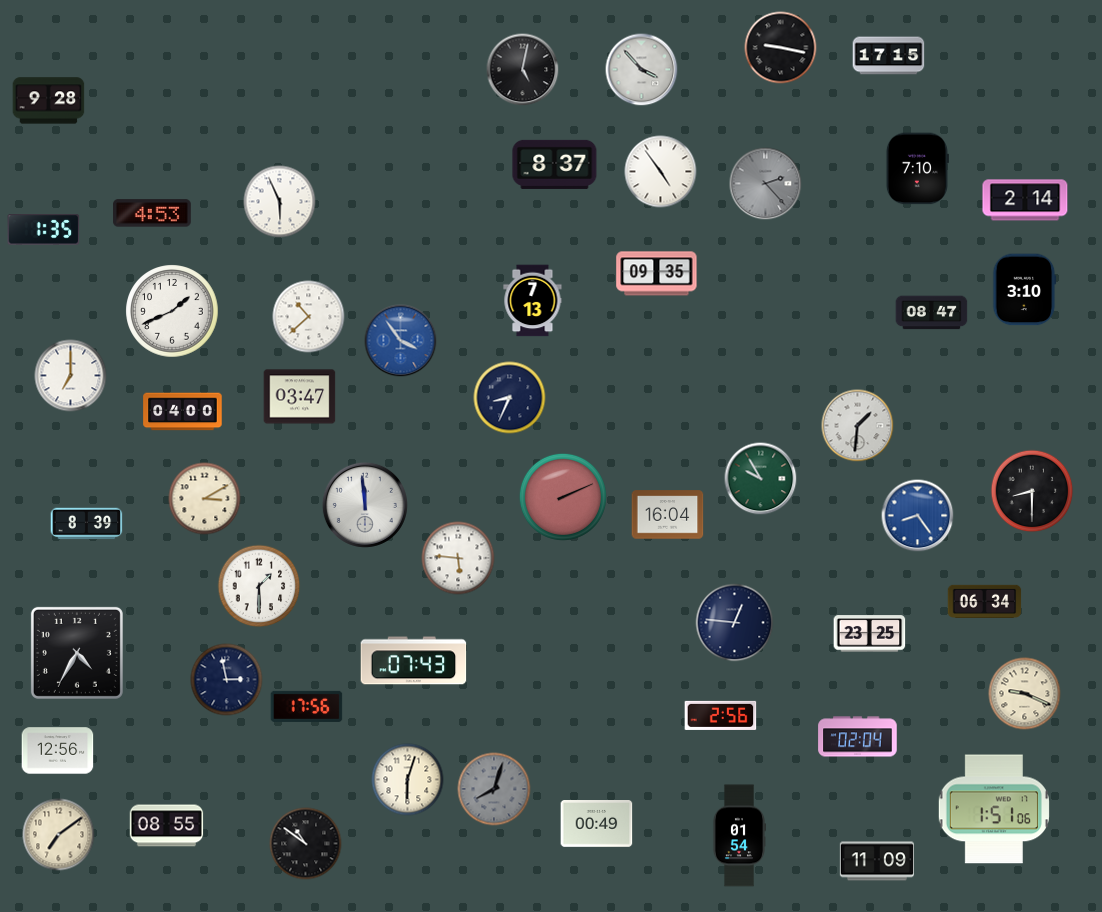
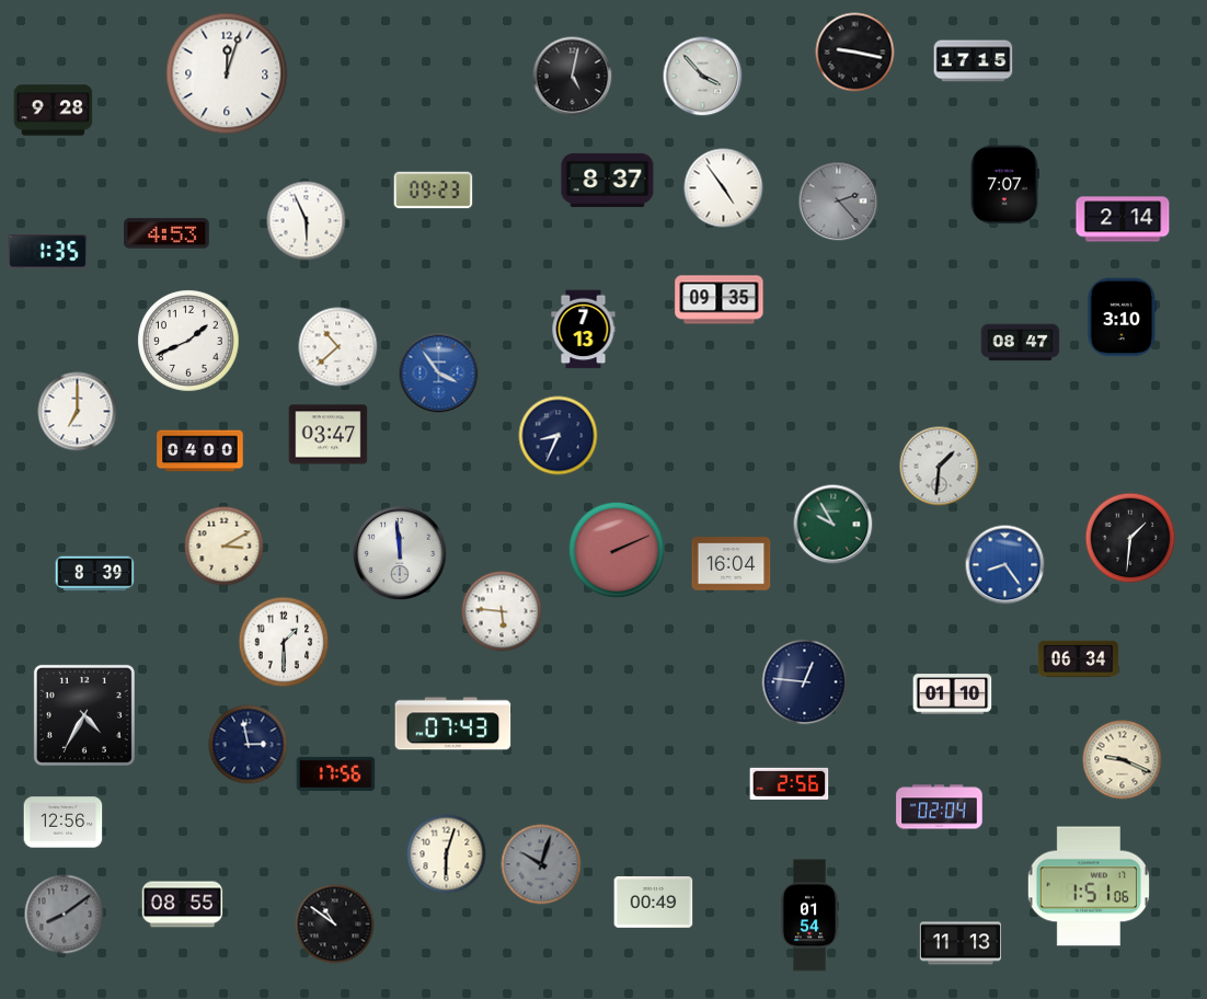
clock at (227, 73): none -> 12:03
clock at (917, 169): 7:10 -> 7:07
clock at (434, 191): none -> 09:23
clock at (1032, 491): 8:30 -> 1:31
clock at (563, 497) position: (563, 497) -> (617, 550)
clock at (870, 634): 23:25 -> 01:10
clock at (494, 789): 8:03 -> 10:03
clock at (59, 835): 7:09 -> 8:09
clock at (59, 835) dial: cream -> grey
clock at (876, 861): 11:09 -> 11:13
